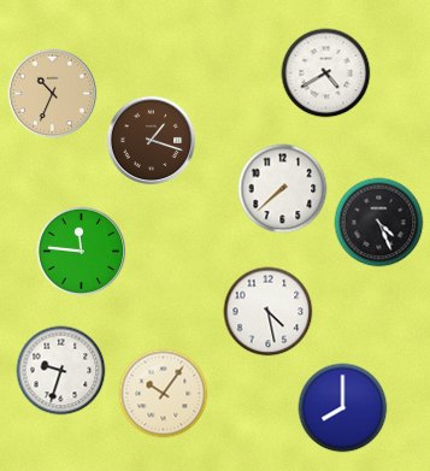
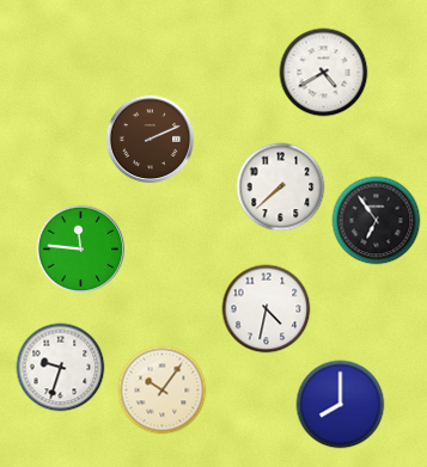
clock at (53, 94): 10:34 -> none
clock at (152, 141): 1:18 -> 2:11
clock at (379, 223): 4:26 -> 6:54
clock at (269, 312): 4:28 -> 4:32
